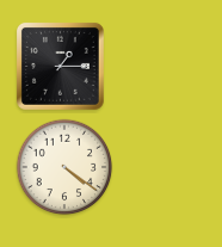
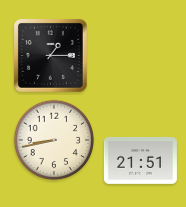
clock at (64, 167): 4:21 -> 8:43
clock at (140, 160): none -> 21:51
